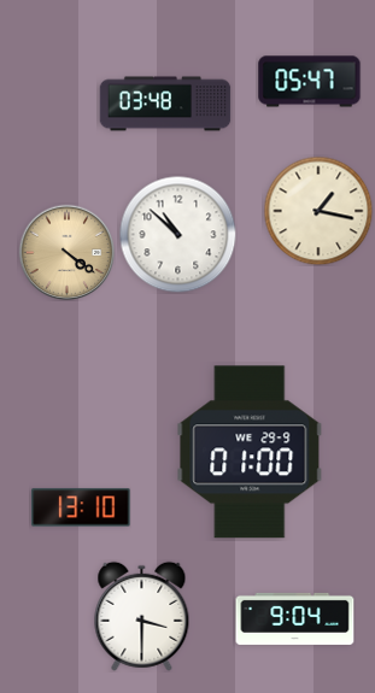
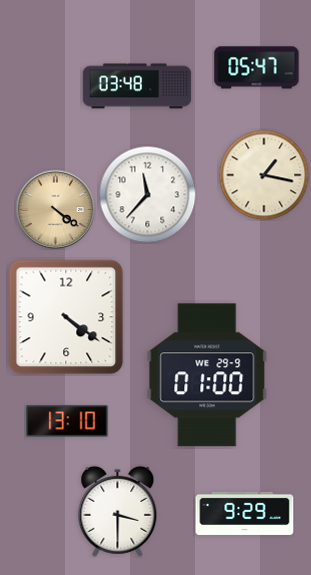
clock at (177, 234): 10:52 -> 11:37
clock at (66, 317): none -> 4:21
clock at (295, 618): 9:04 -> 9:29
